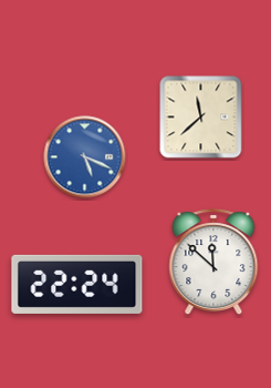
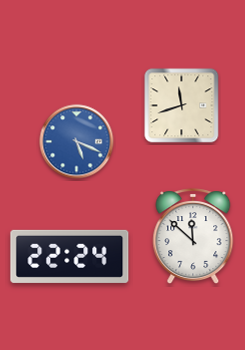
clock at (201, 118): 11:38 -> 11:42
